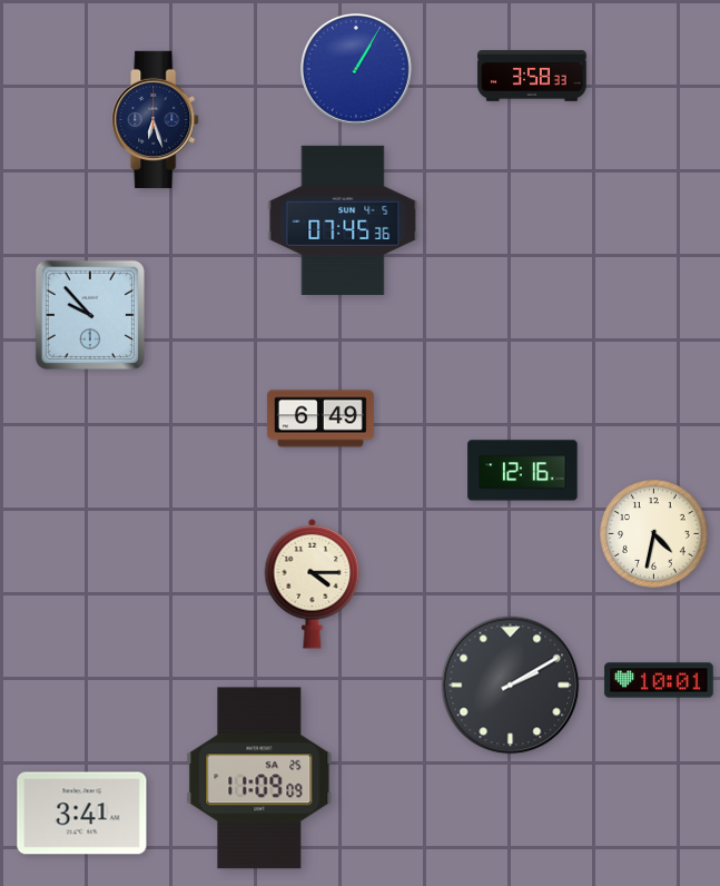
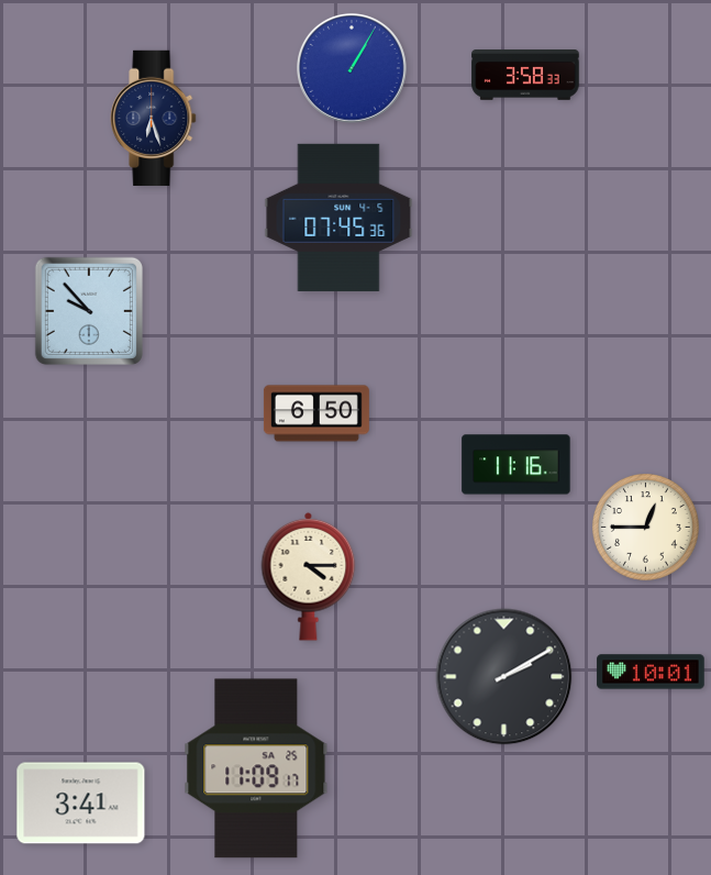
clock at (320, 419): 6:49 -> 6:50
clock at (523, 471): 12:16 -> 11:16
clock at (654, 534): 4:32 -> 12:45
clock at (259, 778): 11:09:09 -> 11:09:17
